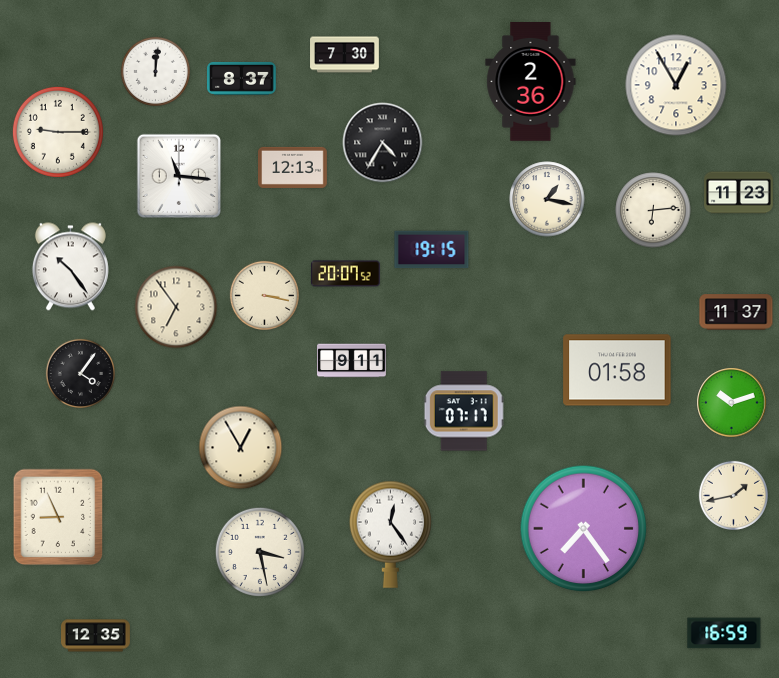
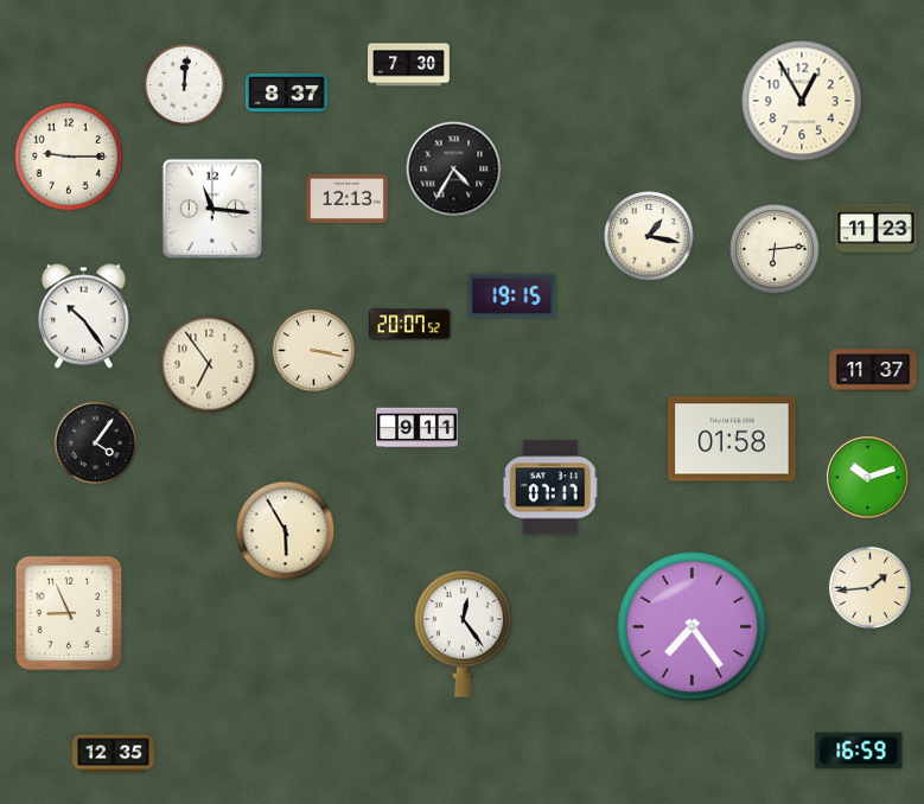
clock at (531, 82): 2:36 -> none
clock at (241, 448): 12:55 -> 5:55
clock at (733, 495): 1:43 -> 1:44
clock at (260, 552): 3:28 -> none
